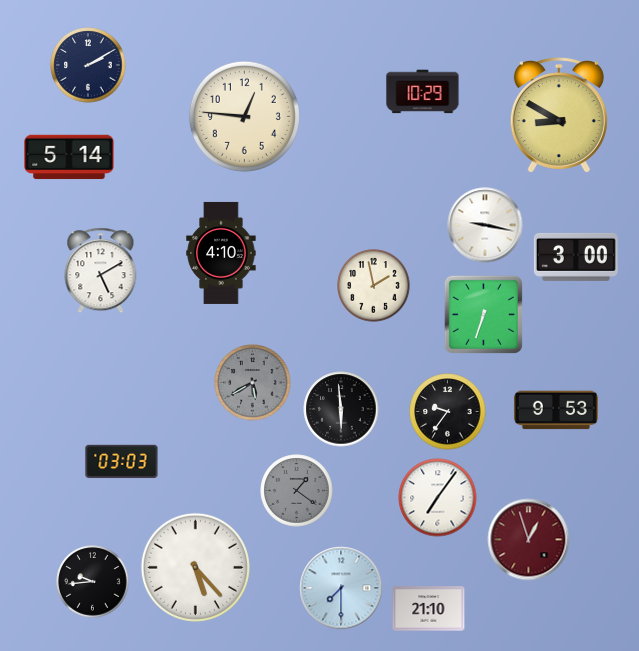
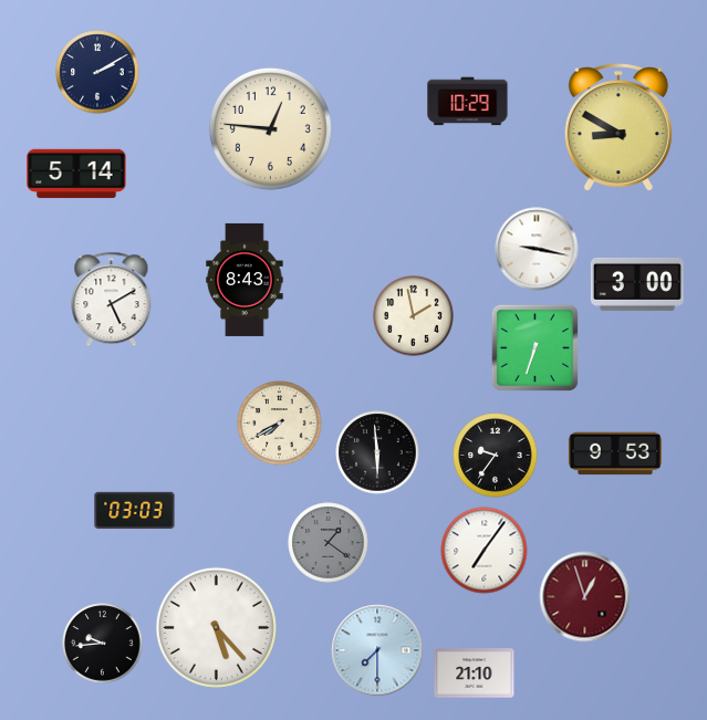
clock at (221, 253): 4:10 -> 8:43
clock at (253, 383): 5:40 -> 7:40
clock at (253, 383) dial: grey -> cream
